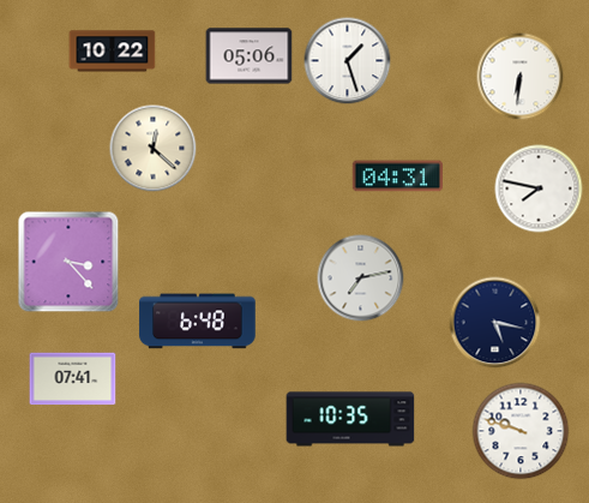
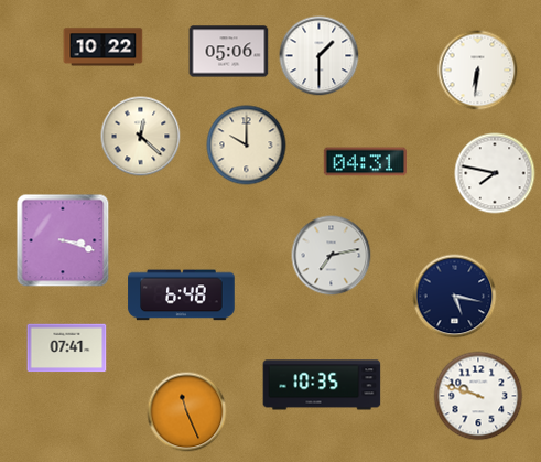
clock at (348, 61): 1:27 -> 1:30
clock at (247, 146): none -> 10:00
clock at (68, 262): 3:23 -> 3:18
clock at (187, 412): none -> 11:26
